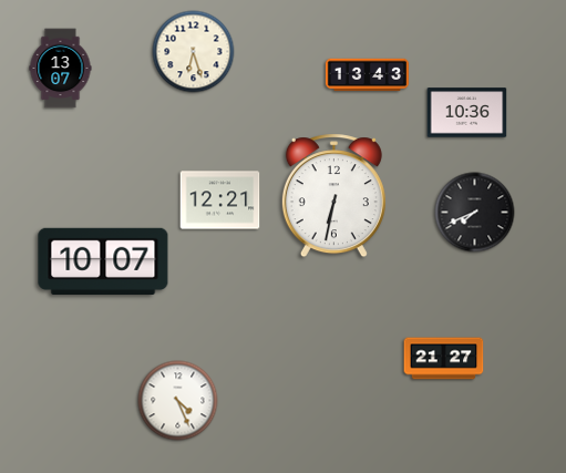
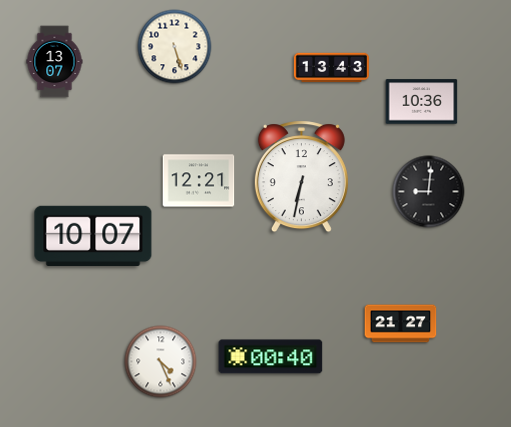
clock at (194, 52): 6:27 -> 5:27
clock at (475, 213): 7:41 -> 9:01
clock at (271, 357): none -> 00:40
